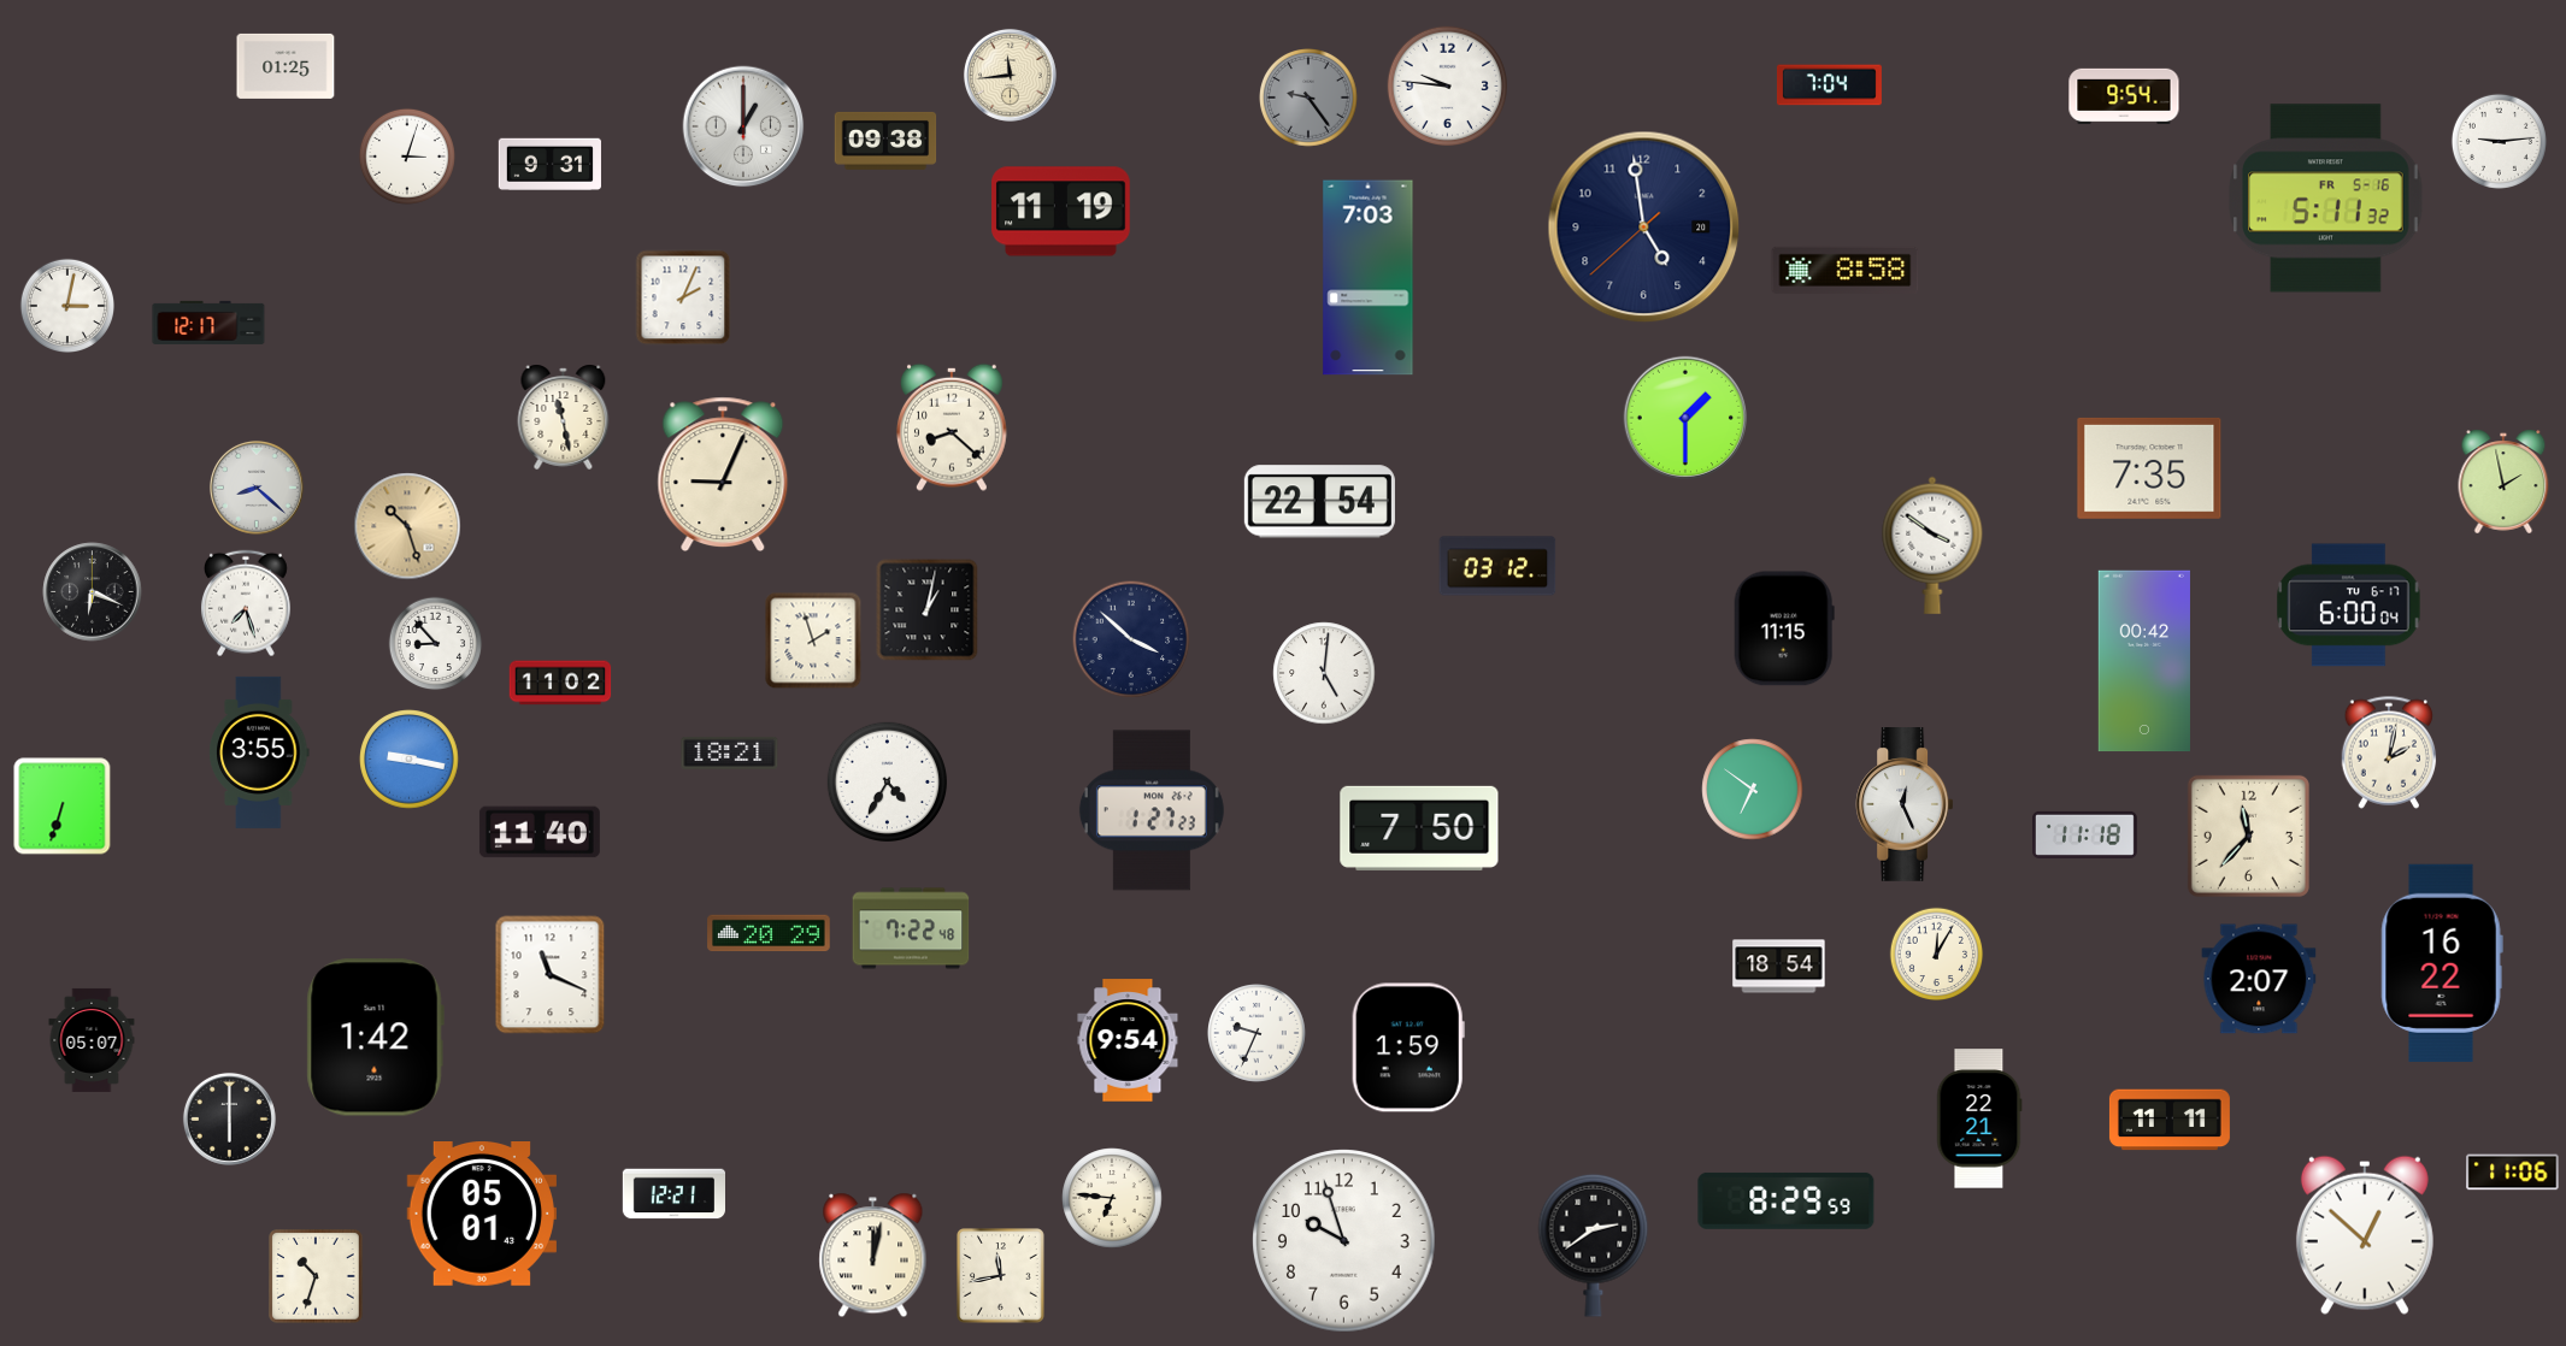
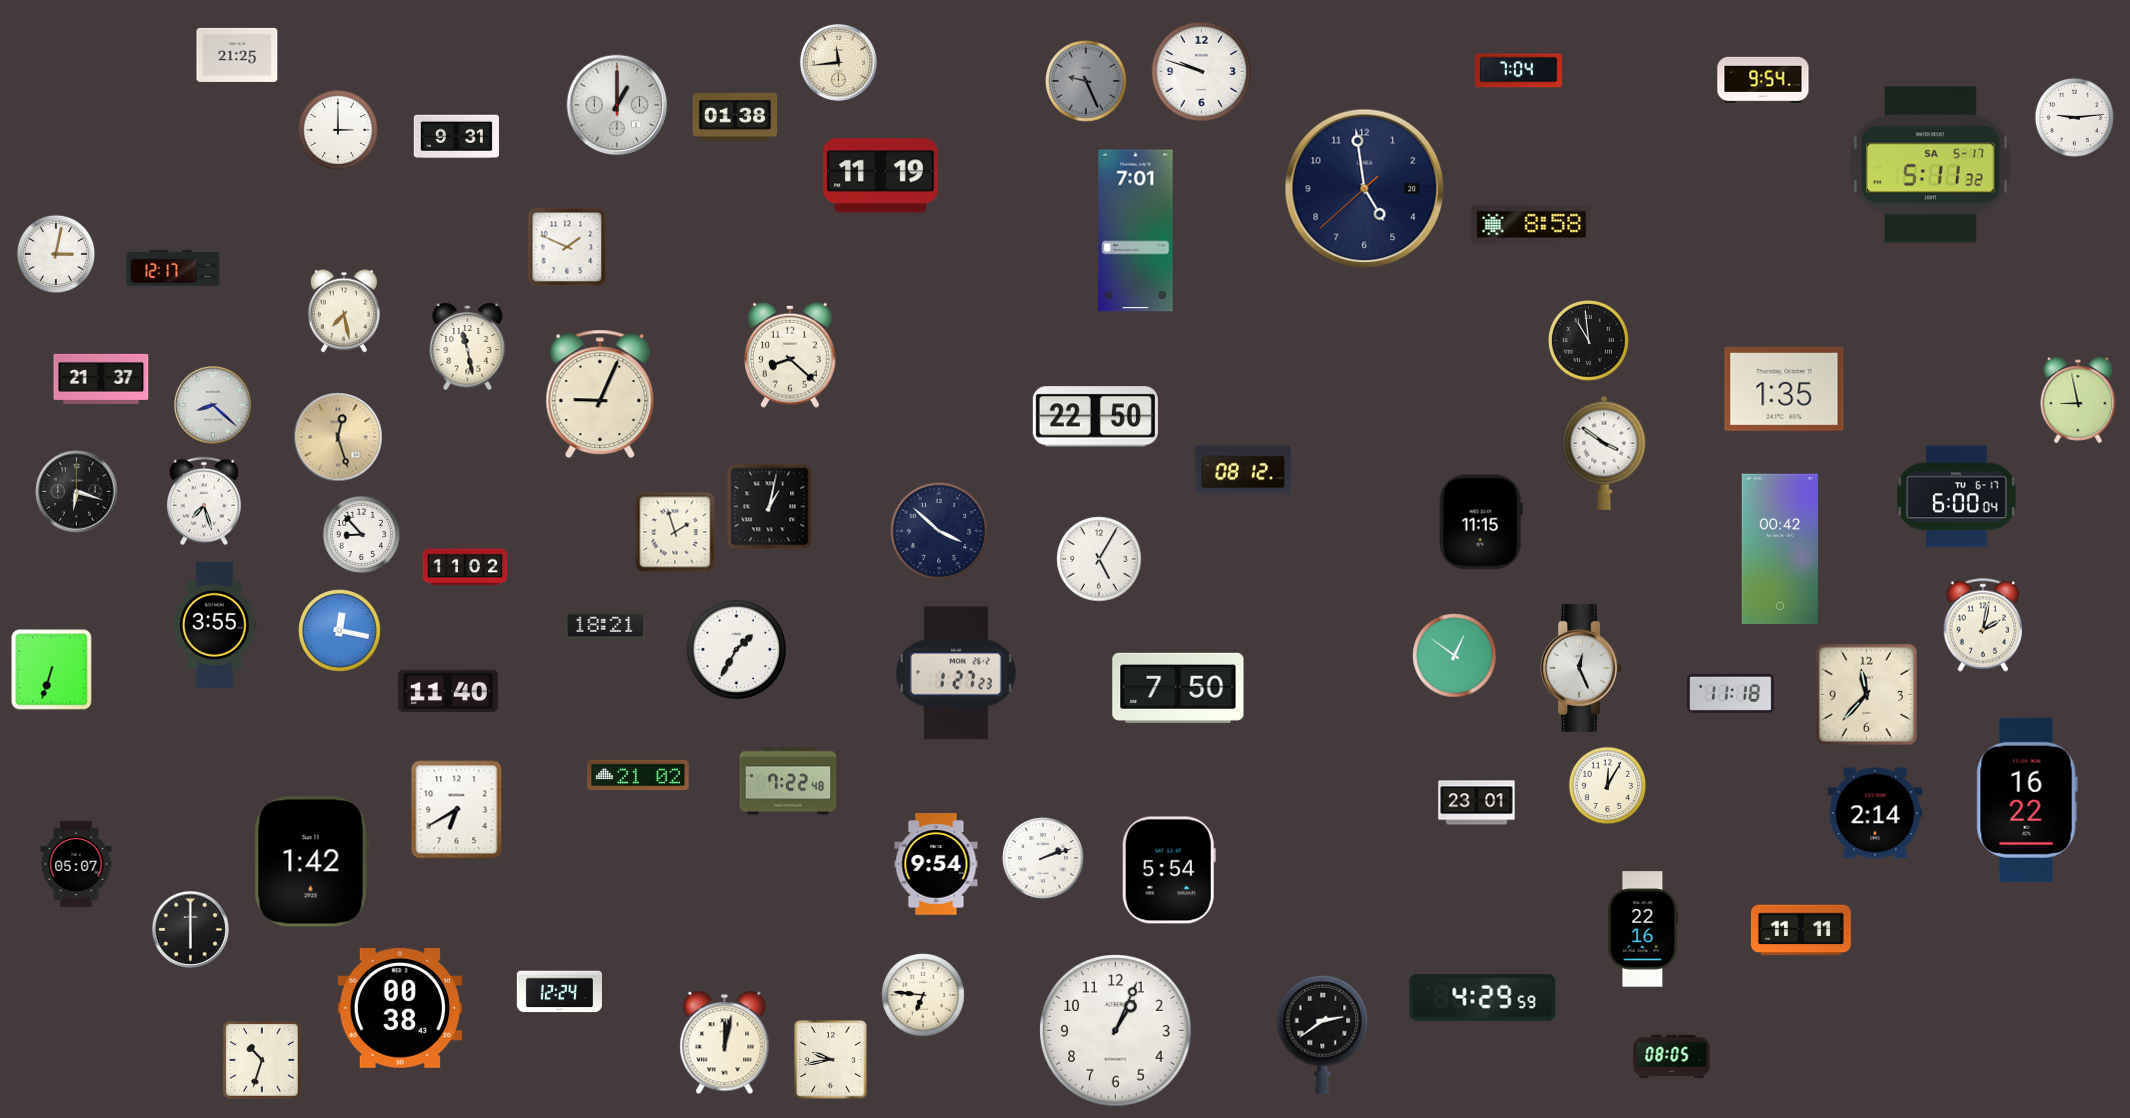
clock at (286, 66): 01:25 -> 21:25
clock at (1447, 85): 9:46 -> 9:48
clock at (1310, 99): 9:24 -> 9:26
clock at (885, 141): 09:38 -> 01:38
clock at (407, 157): 3:03 -> 3:00
clock at (2326, 199) date: FR 5-16 -> SA 5-17
clock at (1369, 278): 7:03 -> 7:01
clock at (683, 297): 2:04 -> 1:49
clock at (344, 311): none -> 7:28
clock at (1588, 340): none -> 10:59
clock at (1685, 418): 1:30 -> none
clock at (101, 379): none -> 21:37
clock at (2149, 468): 7:35 -> 1:35
clock at (2503, 482): 1:58 -> 8:58
clock at (1319, 502): 22:54 -> 22:50
clock at (407, 526): 10:27 -> 12:27
clock at (1497, 566): 03:12 -> 08:12
clock at (93, 592): 6:19 -> 6:18
clock at (2349, 606) position: (2349, 606) -> (1957, 497)
clock at (1324, 673): 5:01 -> 5:05
clock at (410, 760): 9:17 -> 12:17
clock at (887, 781): 4:35 -> 1:35
clock at (1753, 790): 6:51 -> 12:51
clock at (911, 928) position: (911, 928) -> (788, 781)
clock at (769, 933): 20:29 -> 21:02
clock at (1937, 955) position: (1937, 955) -> (1608, 786)
clock at (1779, 967): 18:54 -> 23:01
clock at (551, 975): 11:19 -> 6:40
clock at (2259, 979): 2:07 -> 2:14
clock at (1258, 1034): 9:34 -> 2:12
clock at (1408, 1047): 1:59 -> 5:54
clock at (1979, 1118): 22:21 -> 22:16
clock at (2513, 1173): 11:06 -> none
clock at (673, 1194): 12:21 -> 12:24
clock at (1787, 1200): 8:29 -> 4:29
clock at (481, 1215): 05:01 -> 00:38
clock at (2365, 1235): 12:52 -> none
clock at (1344, 1241): 9:57 -> 1:04
clock at (1672, 1057): none -> 08:05
clock at (1001, 1276): 11:43 -> 9:43
